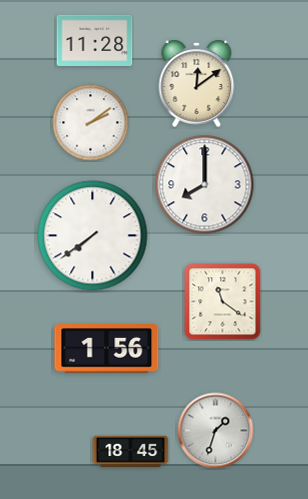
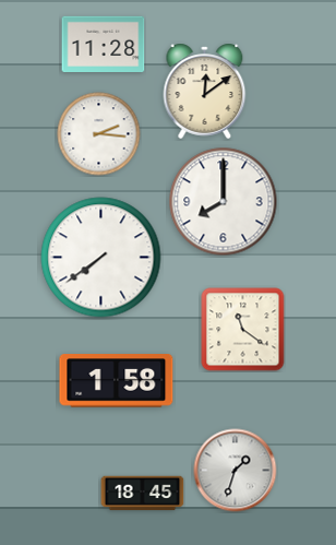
clock at (197, 83) position: (197, 83) -> (205, 91)
clock at (91, 123): 2:09 -> 2:16
clock at (107, 349): 1:56 -> 1:58
